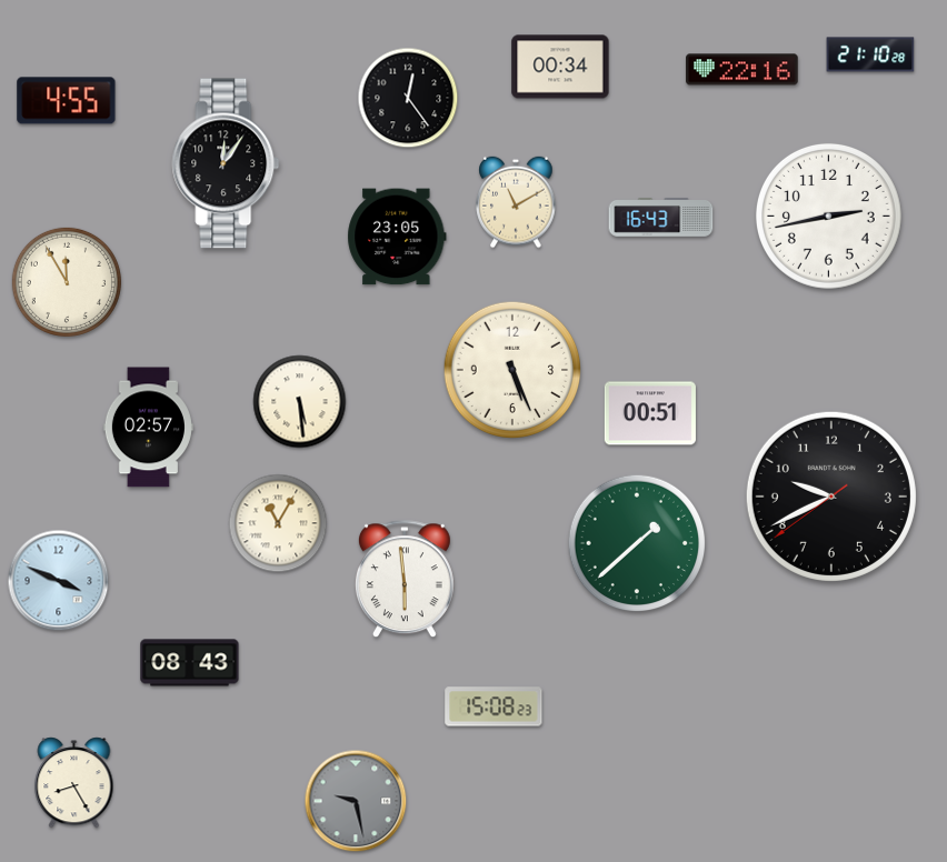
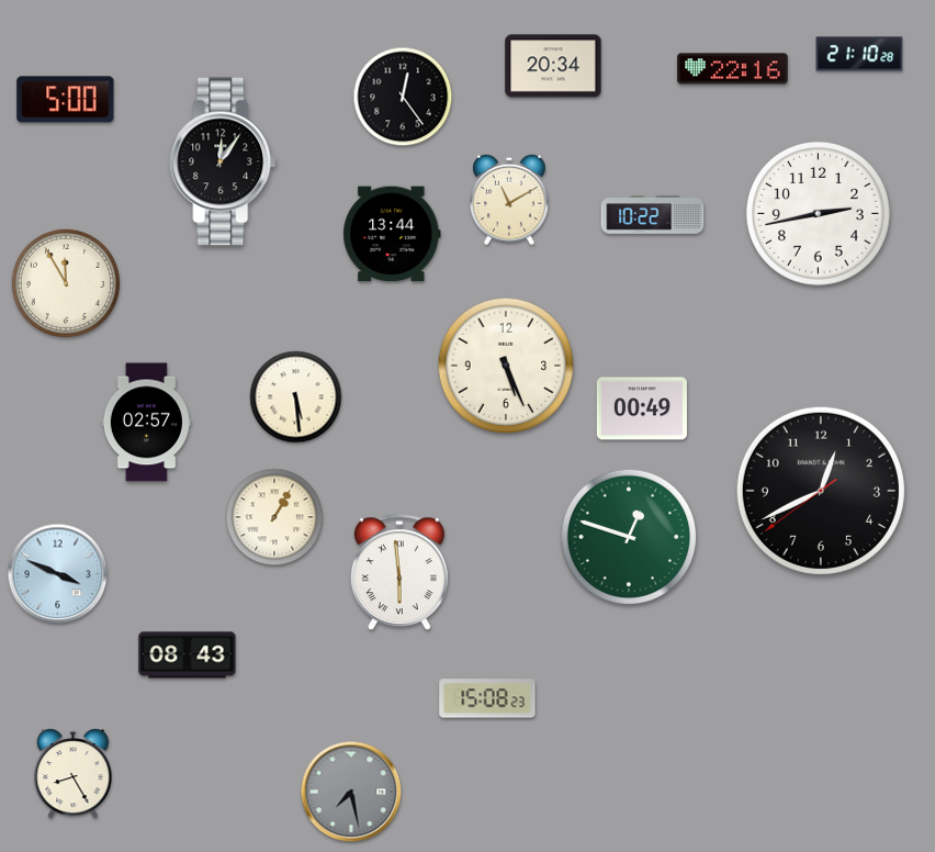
clock at (560, 67): 00:34 -> 20:34
clock at (67, 101): 4:55 -> 5:00
clock at (661, 218): 16:43 -> 10:22
clock at (397, 237): 23:05 -> 13:44
clock at (67, 282) position: (67, 282) -> (66, 283)
clock at (650, 413): 00:51 -> 00:49
clock at (831, 497): 9:40 -> 12:40
clock at (278, 523): 11:05 -> 1:05
clock at (637, 543): 1:38 -> 12:48
clock at (356, 801): 9:28 -> 7:28
